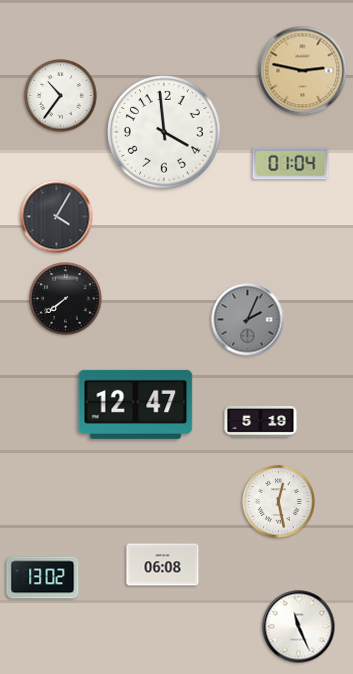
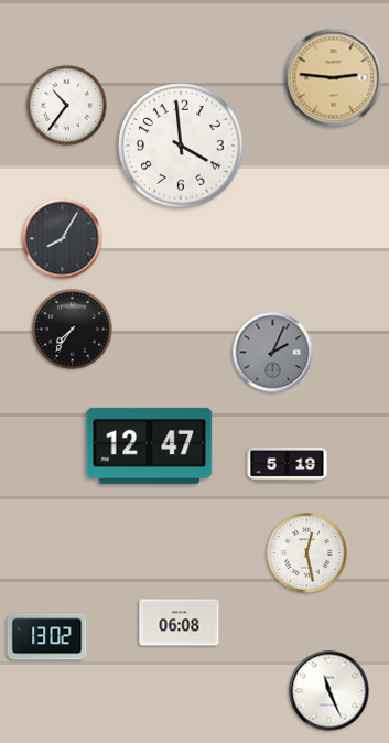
clock at (303, 71): 2:47 -> 2:46
clock at (291, 164): 01:04 -> none
clock at (57, 217): 4:05 -> 8:05
clock at (66, 299): 7:39 -> 7:36
